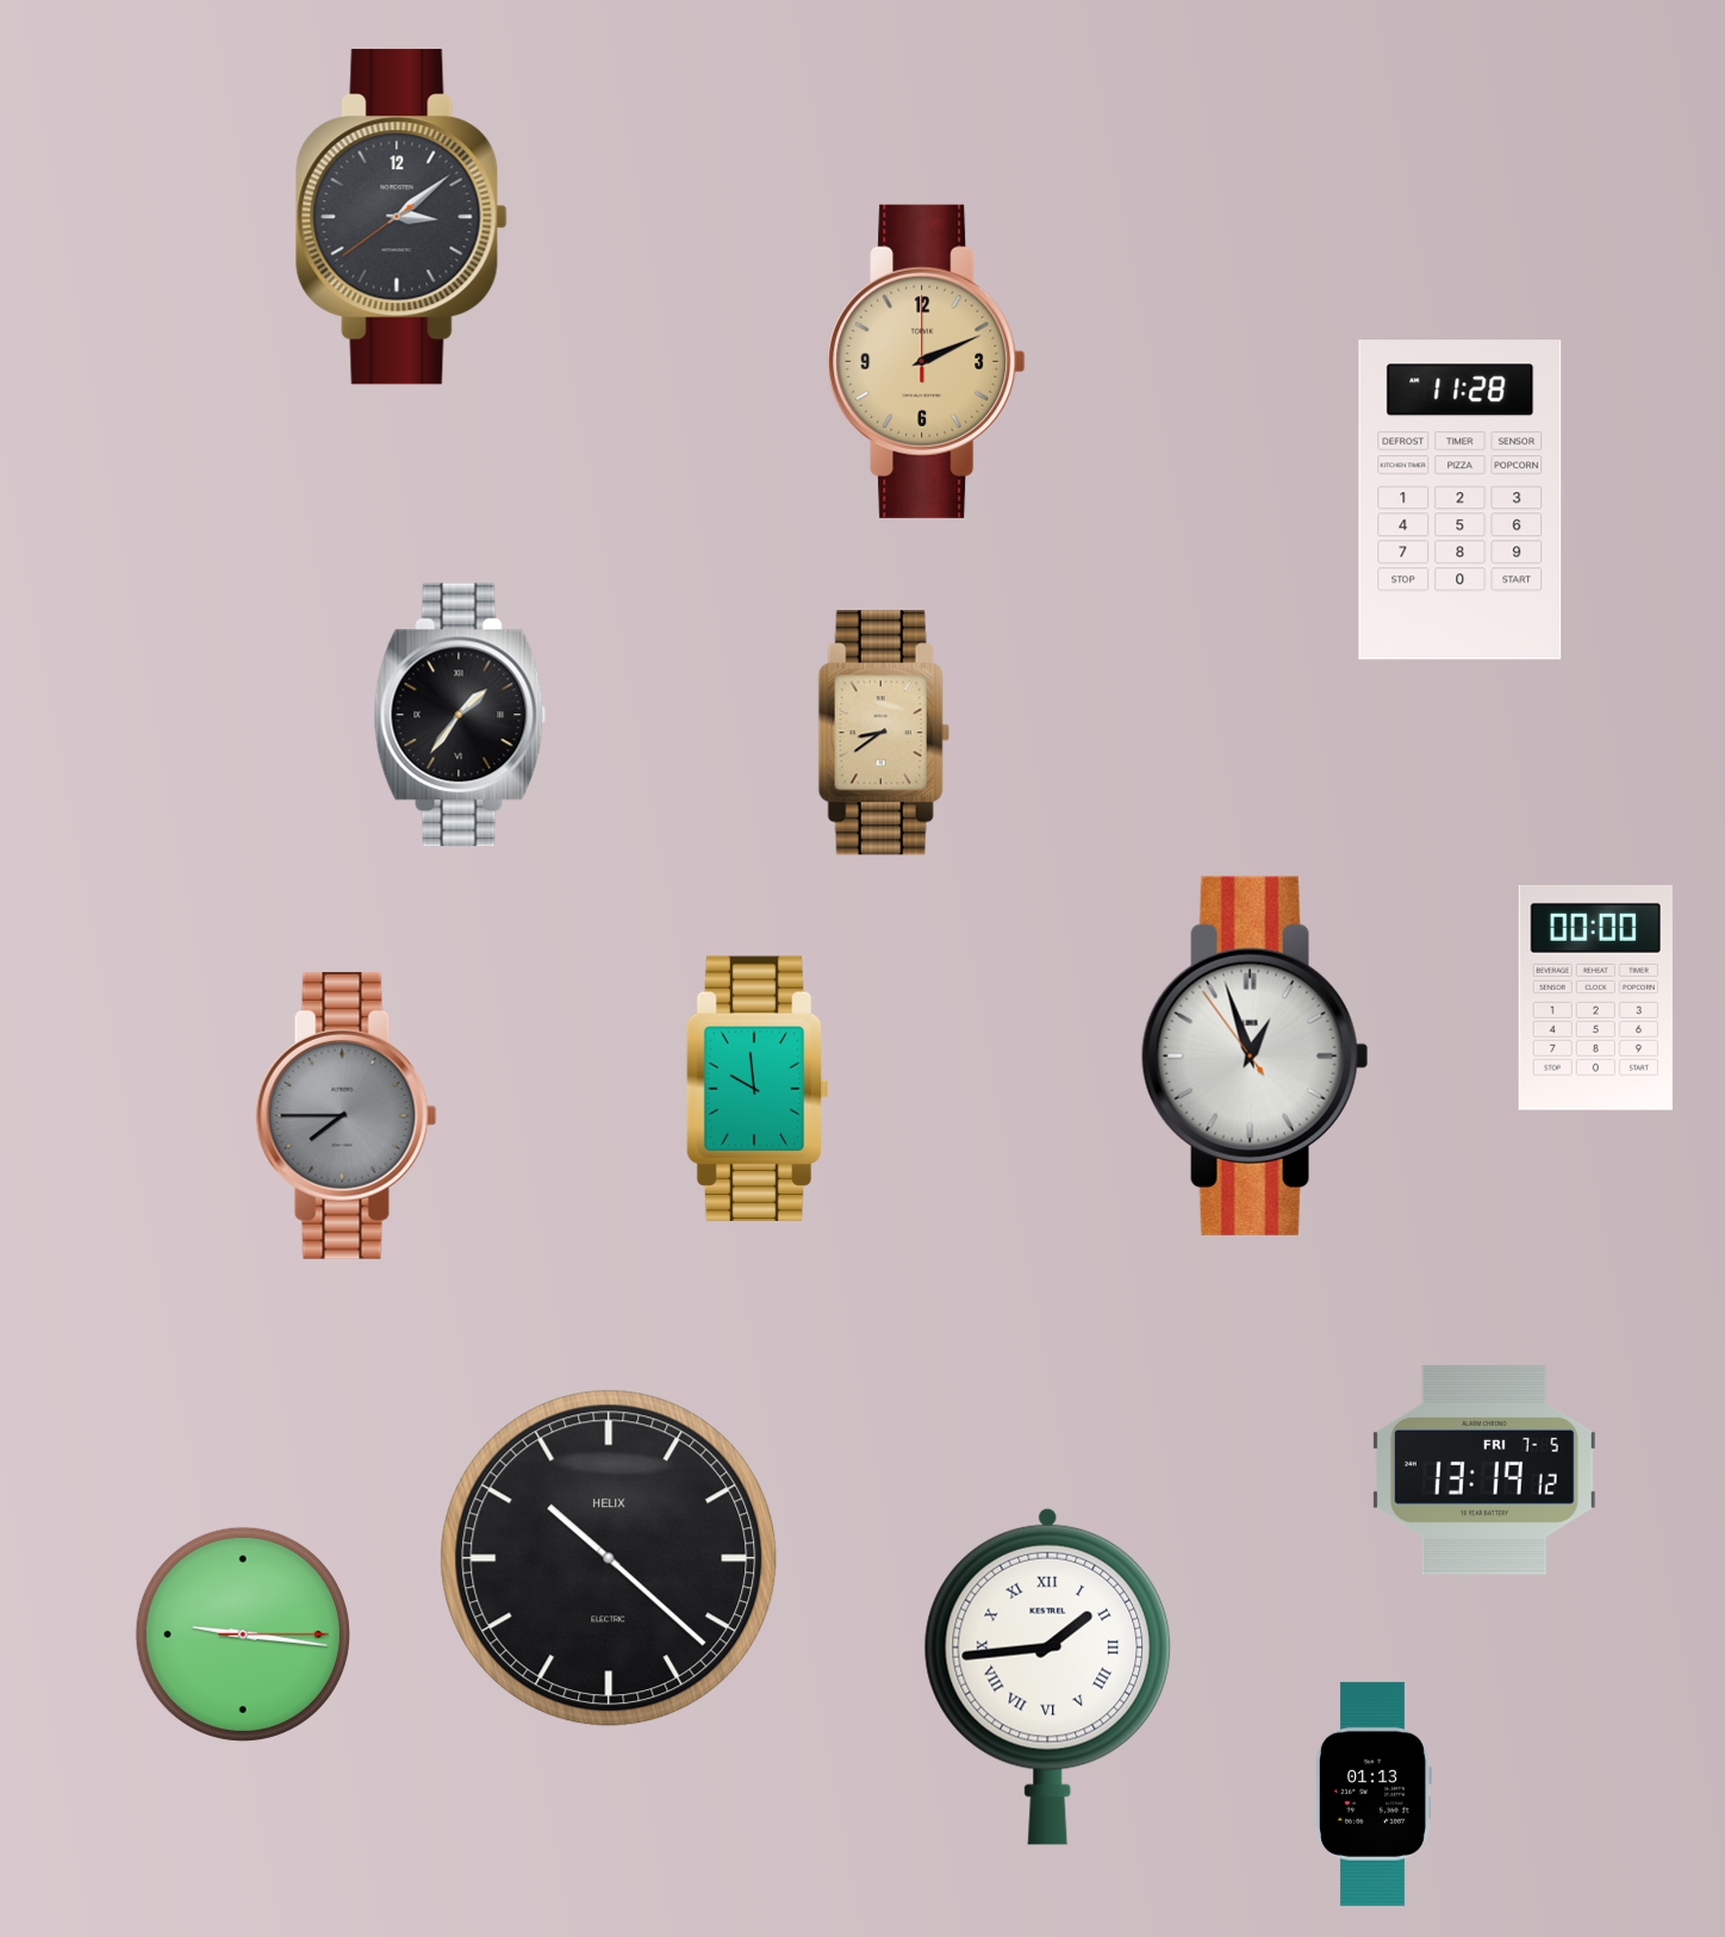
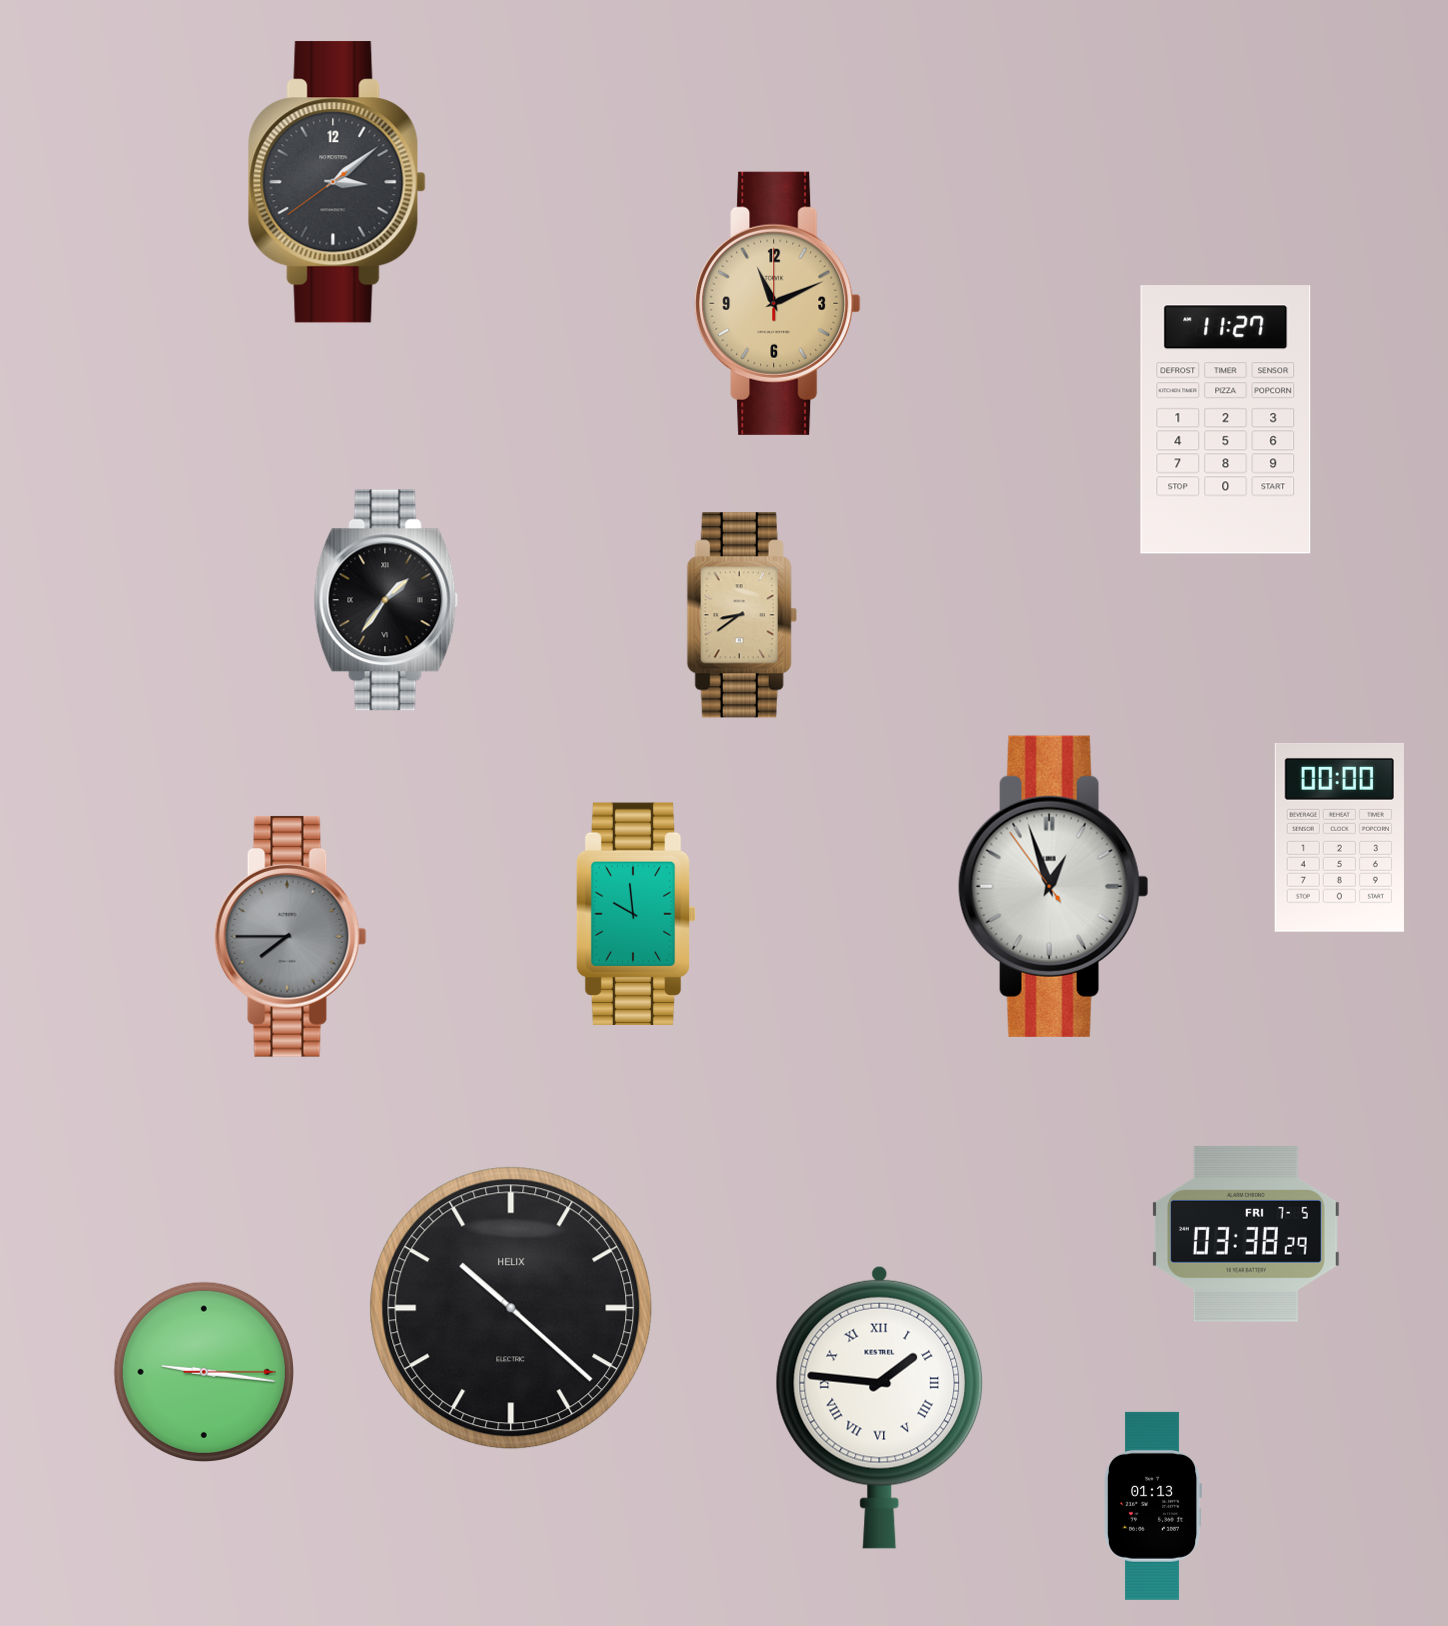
clock at (927, 361): 2:11 -> 11:11
clock at (1461, 500): 11:28 -> 11:27
clock at (1484, 1470): 13:19 -> 03:38
clock at (1048, 1676): 1:44 -> 1:46
